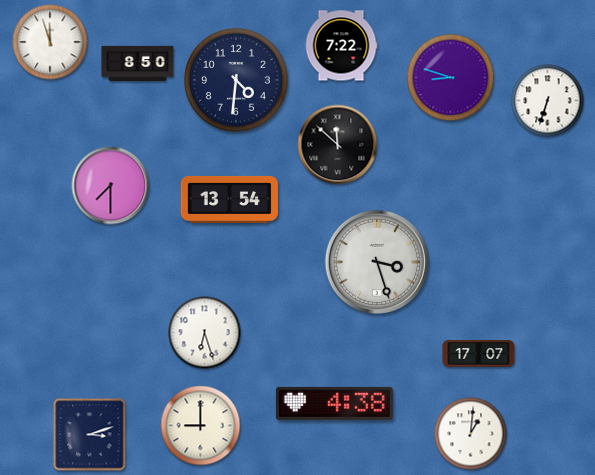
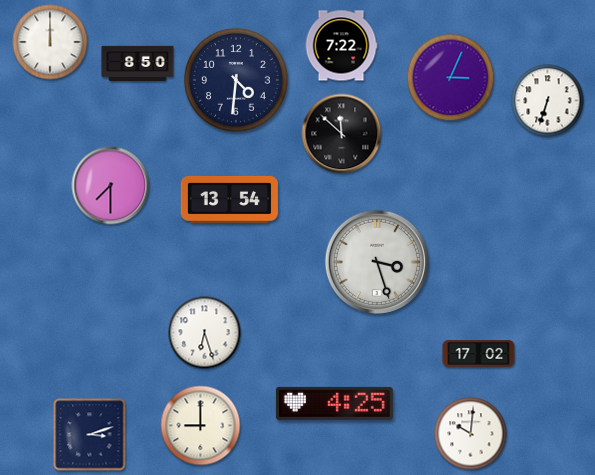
clock at (50, 42): 11:57 -> 12:00
clock at (451, 78): 8:48 -> 3:04
clock at (338, 145) position: (338, 145) -> (342, 134)
clock at (479, 354): 17:07 -> 17:02
clock at (334, 403): 4:38 -> 4:25
clock at (471, 434): 1:01 -> 10:01
